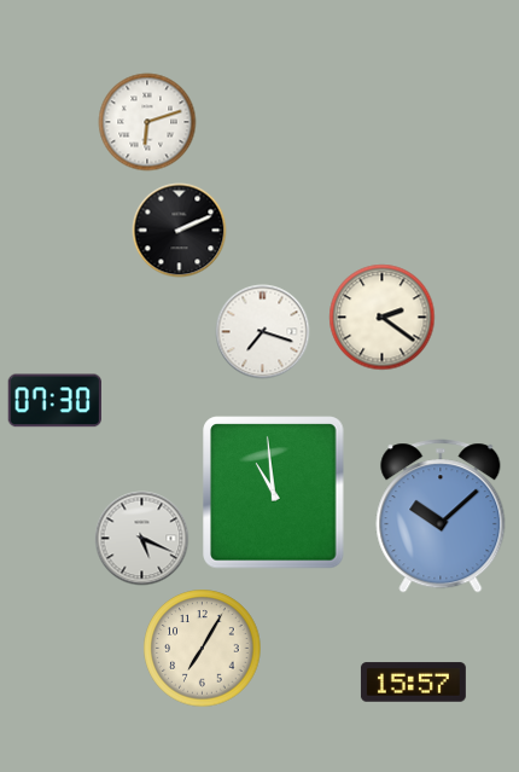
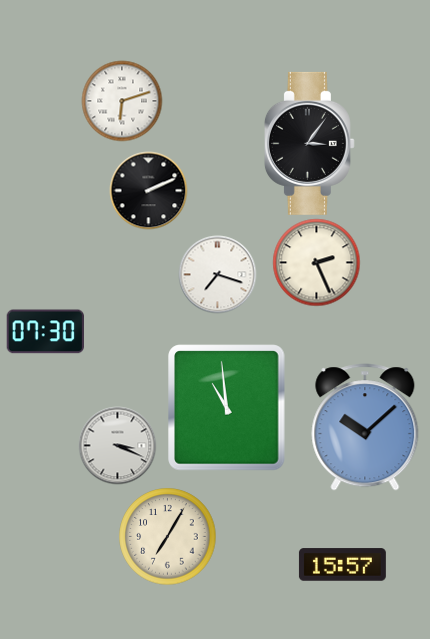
clock at (309, 143): none -> 3:06
clock at (381, 317): 2:21 -> 2:26
clock at (141, 538): 5:19 -> 3:19
